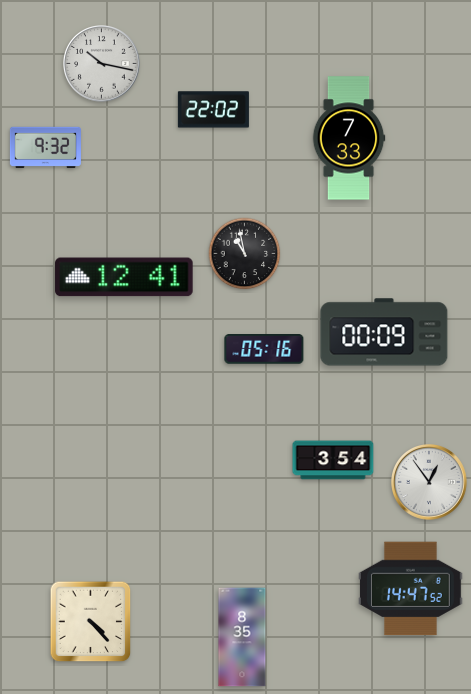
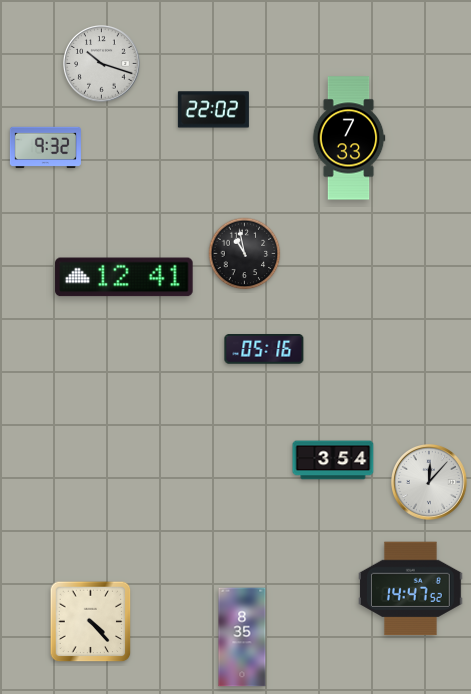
clock at (102, 64): 10:17 -> 10:18
clock at (384, 332): 00:09 -> none
clock at (430, 483): 12:54 -> 12:07
